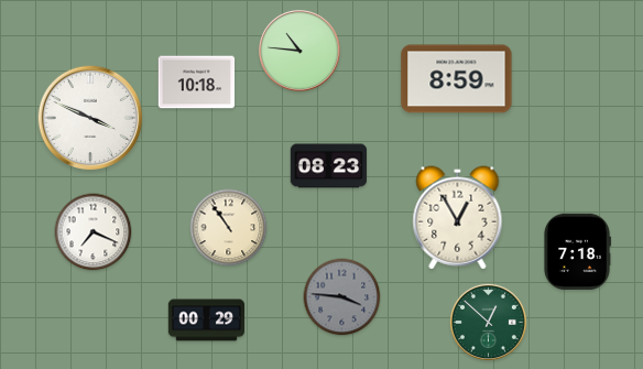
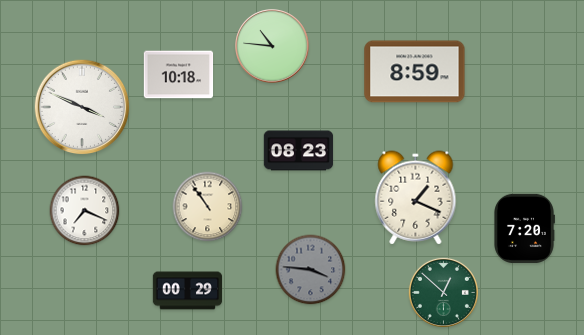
clock at (458, 218): 12:55 -> 1:19
clock at (577, 252): 7:18 -> 7:20
